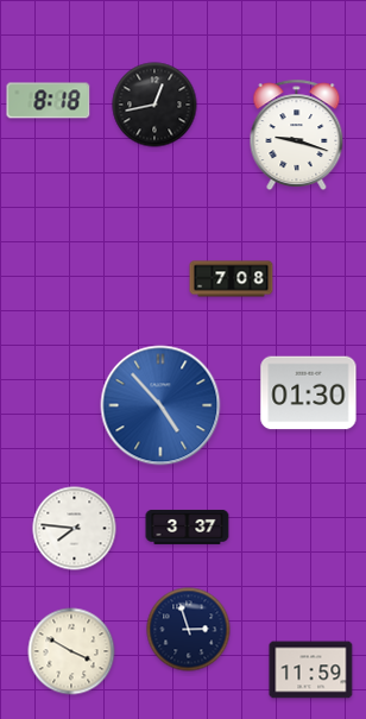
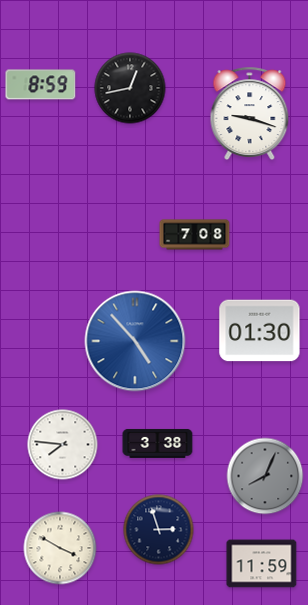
clock at (49, 101): 8:18 -> 8:59
clock at (188, 526): 3:37 -> 3:38
clock at (265, 476): none -> 8:04
